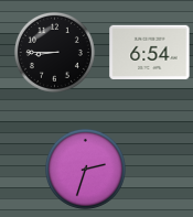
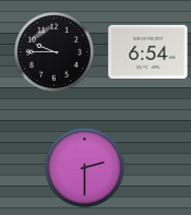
clock at (54, 52): 8:45 -> 9:45
clock at (85, 169): 2:33 -> 2:30
